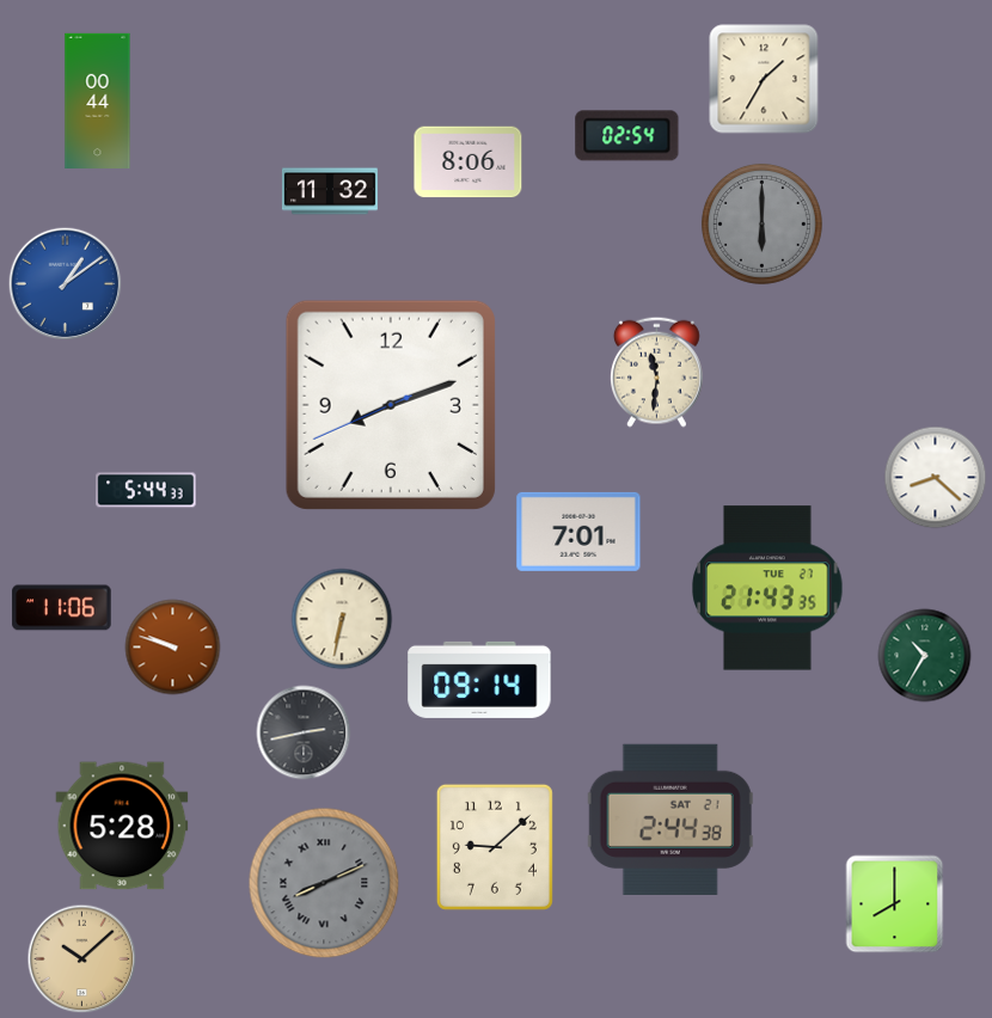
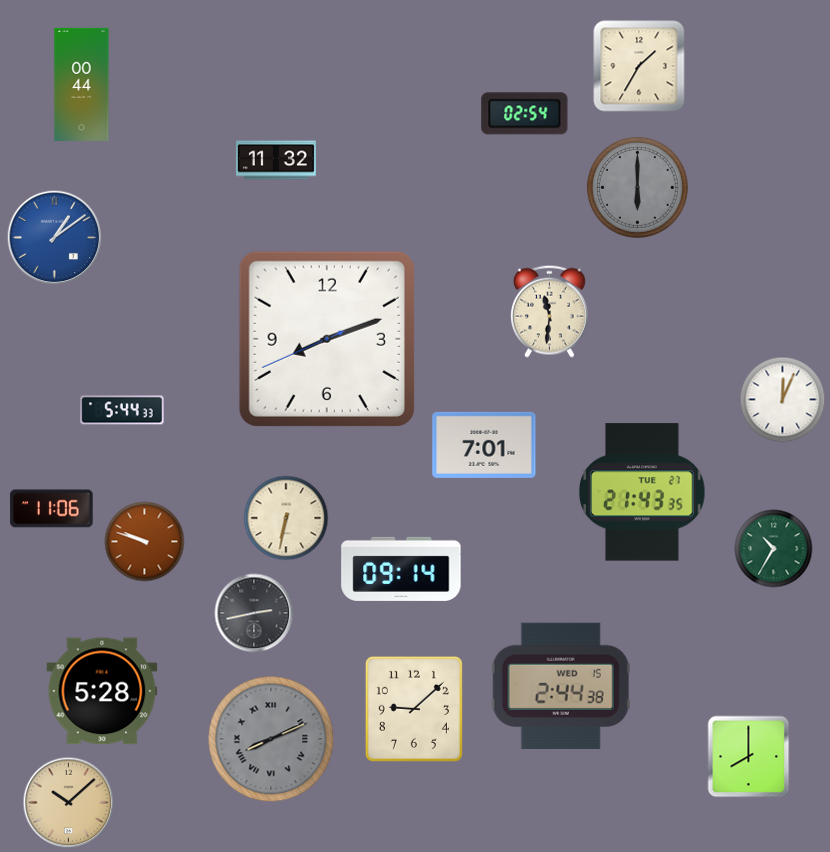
clock at (469, 162): 8:06 -> none
clock at (936, 478): 8:22 -> 12:04
clock at (670, 820) date: SAT 21 -> WED 15
